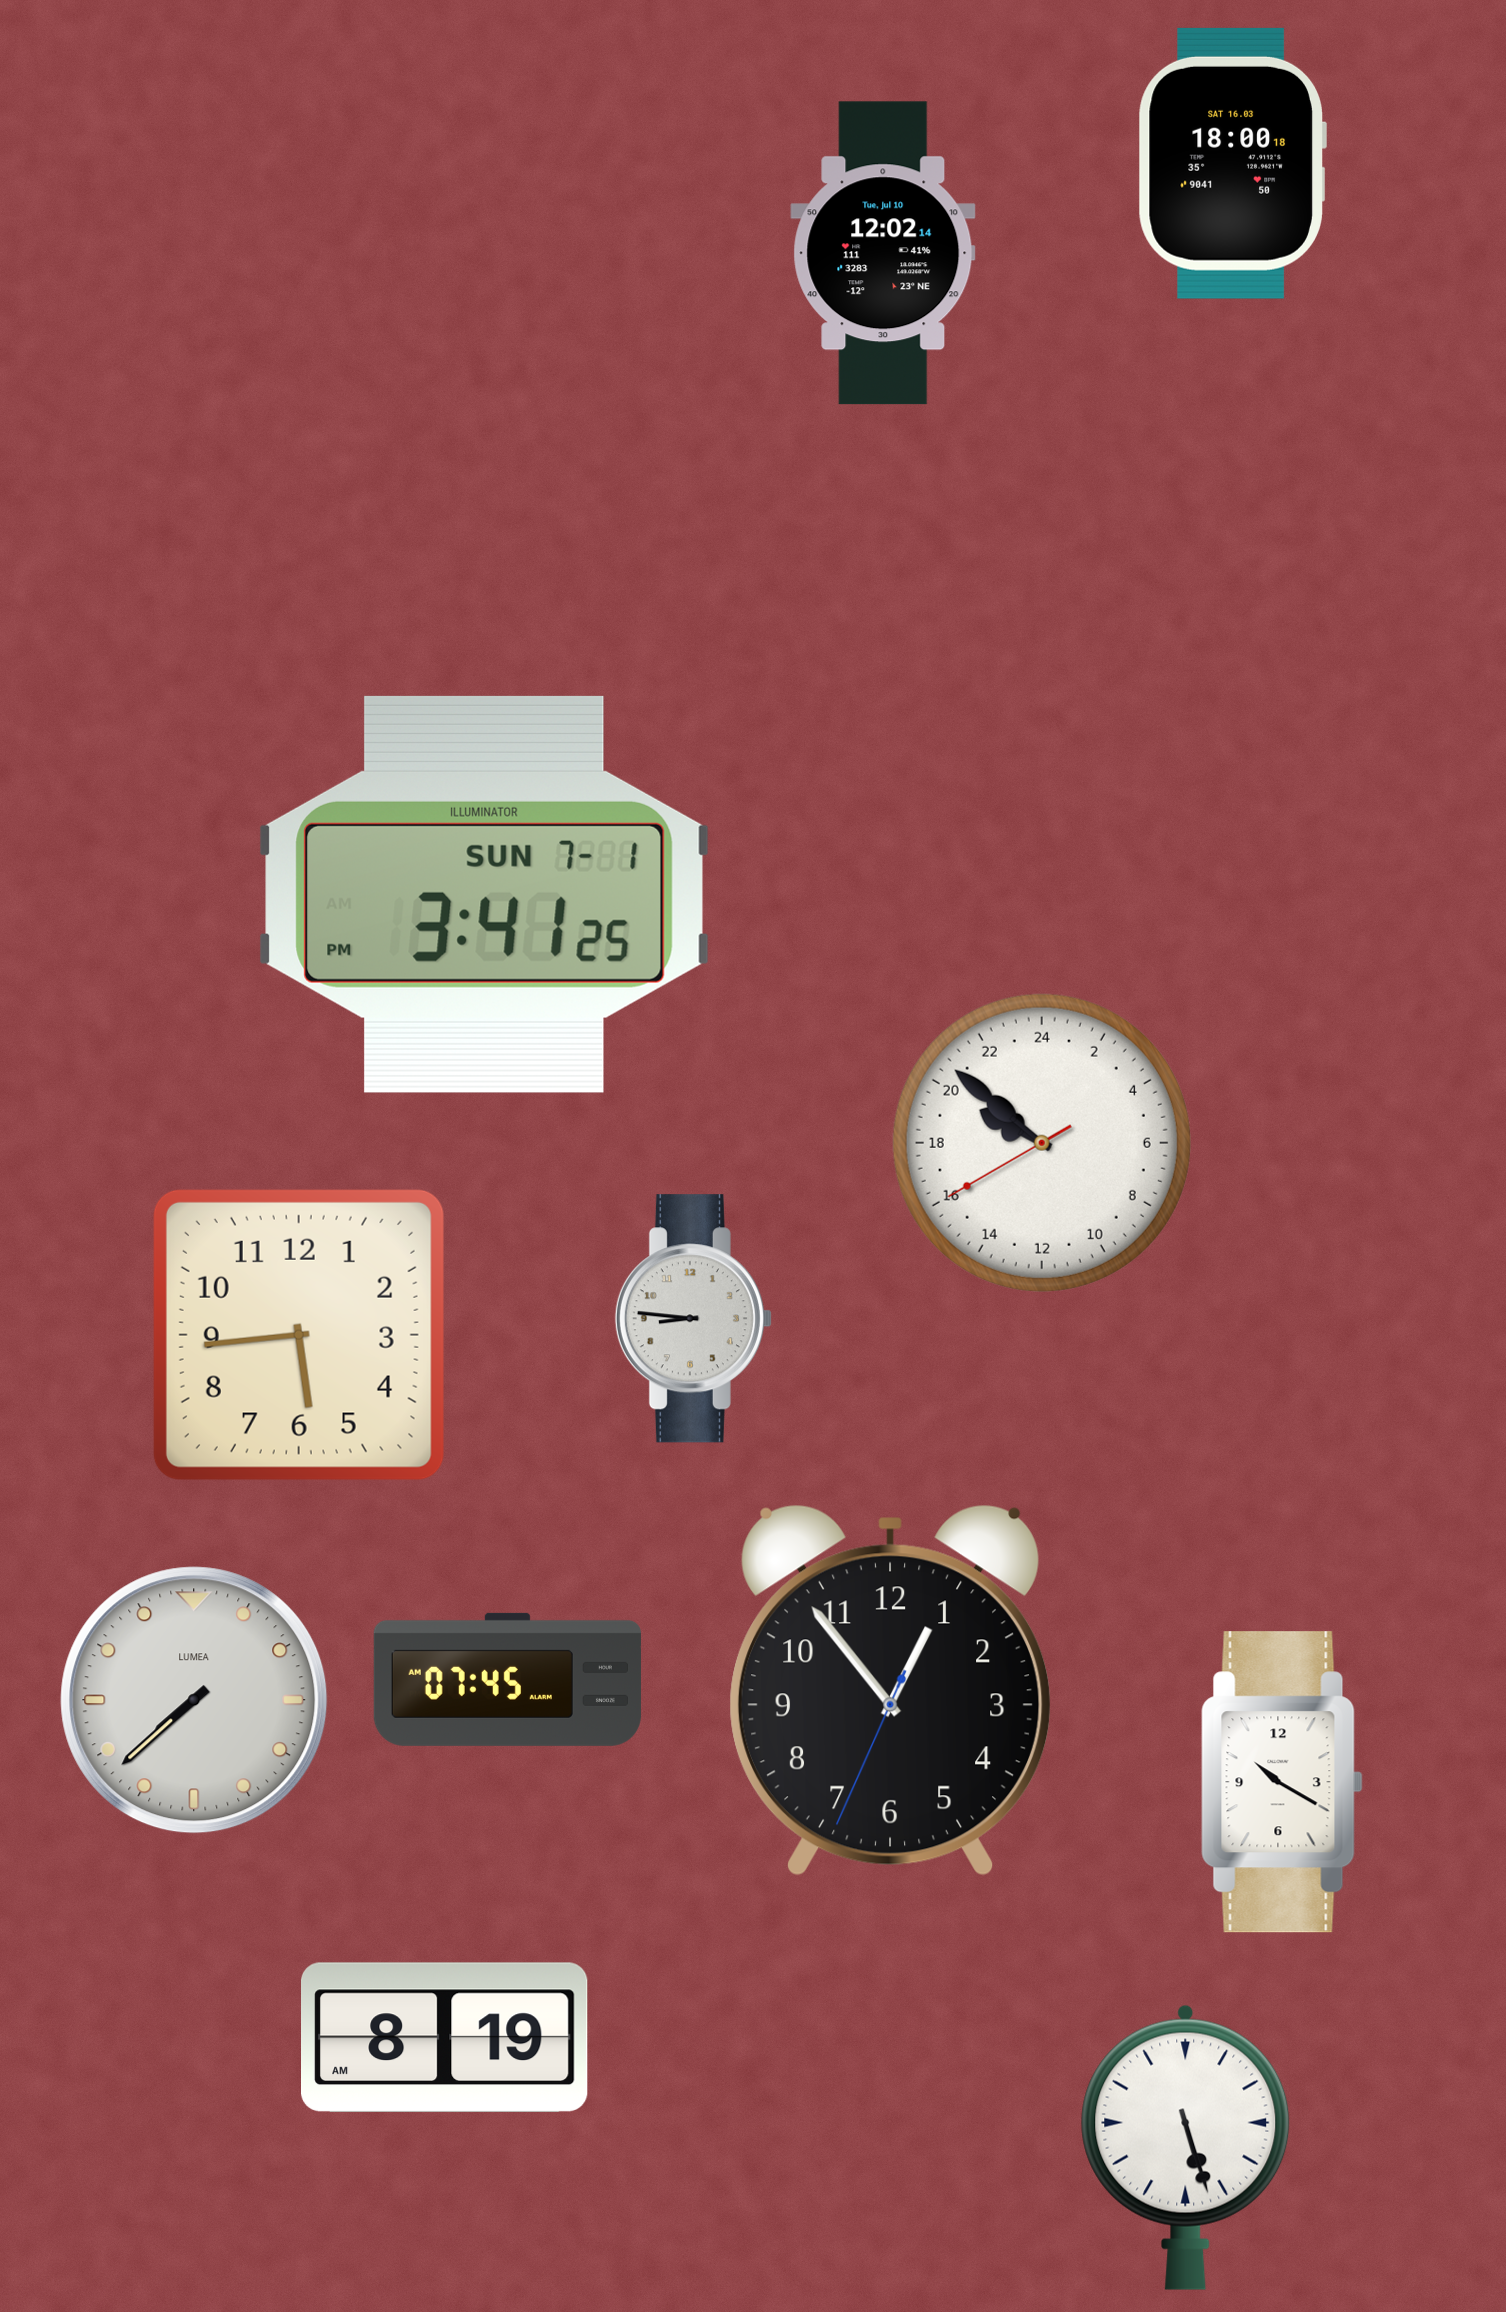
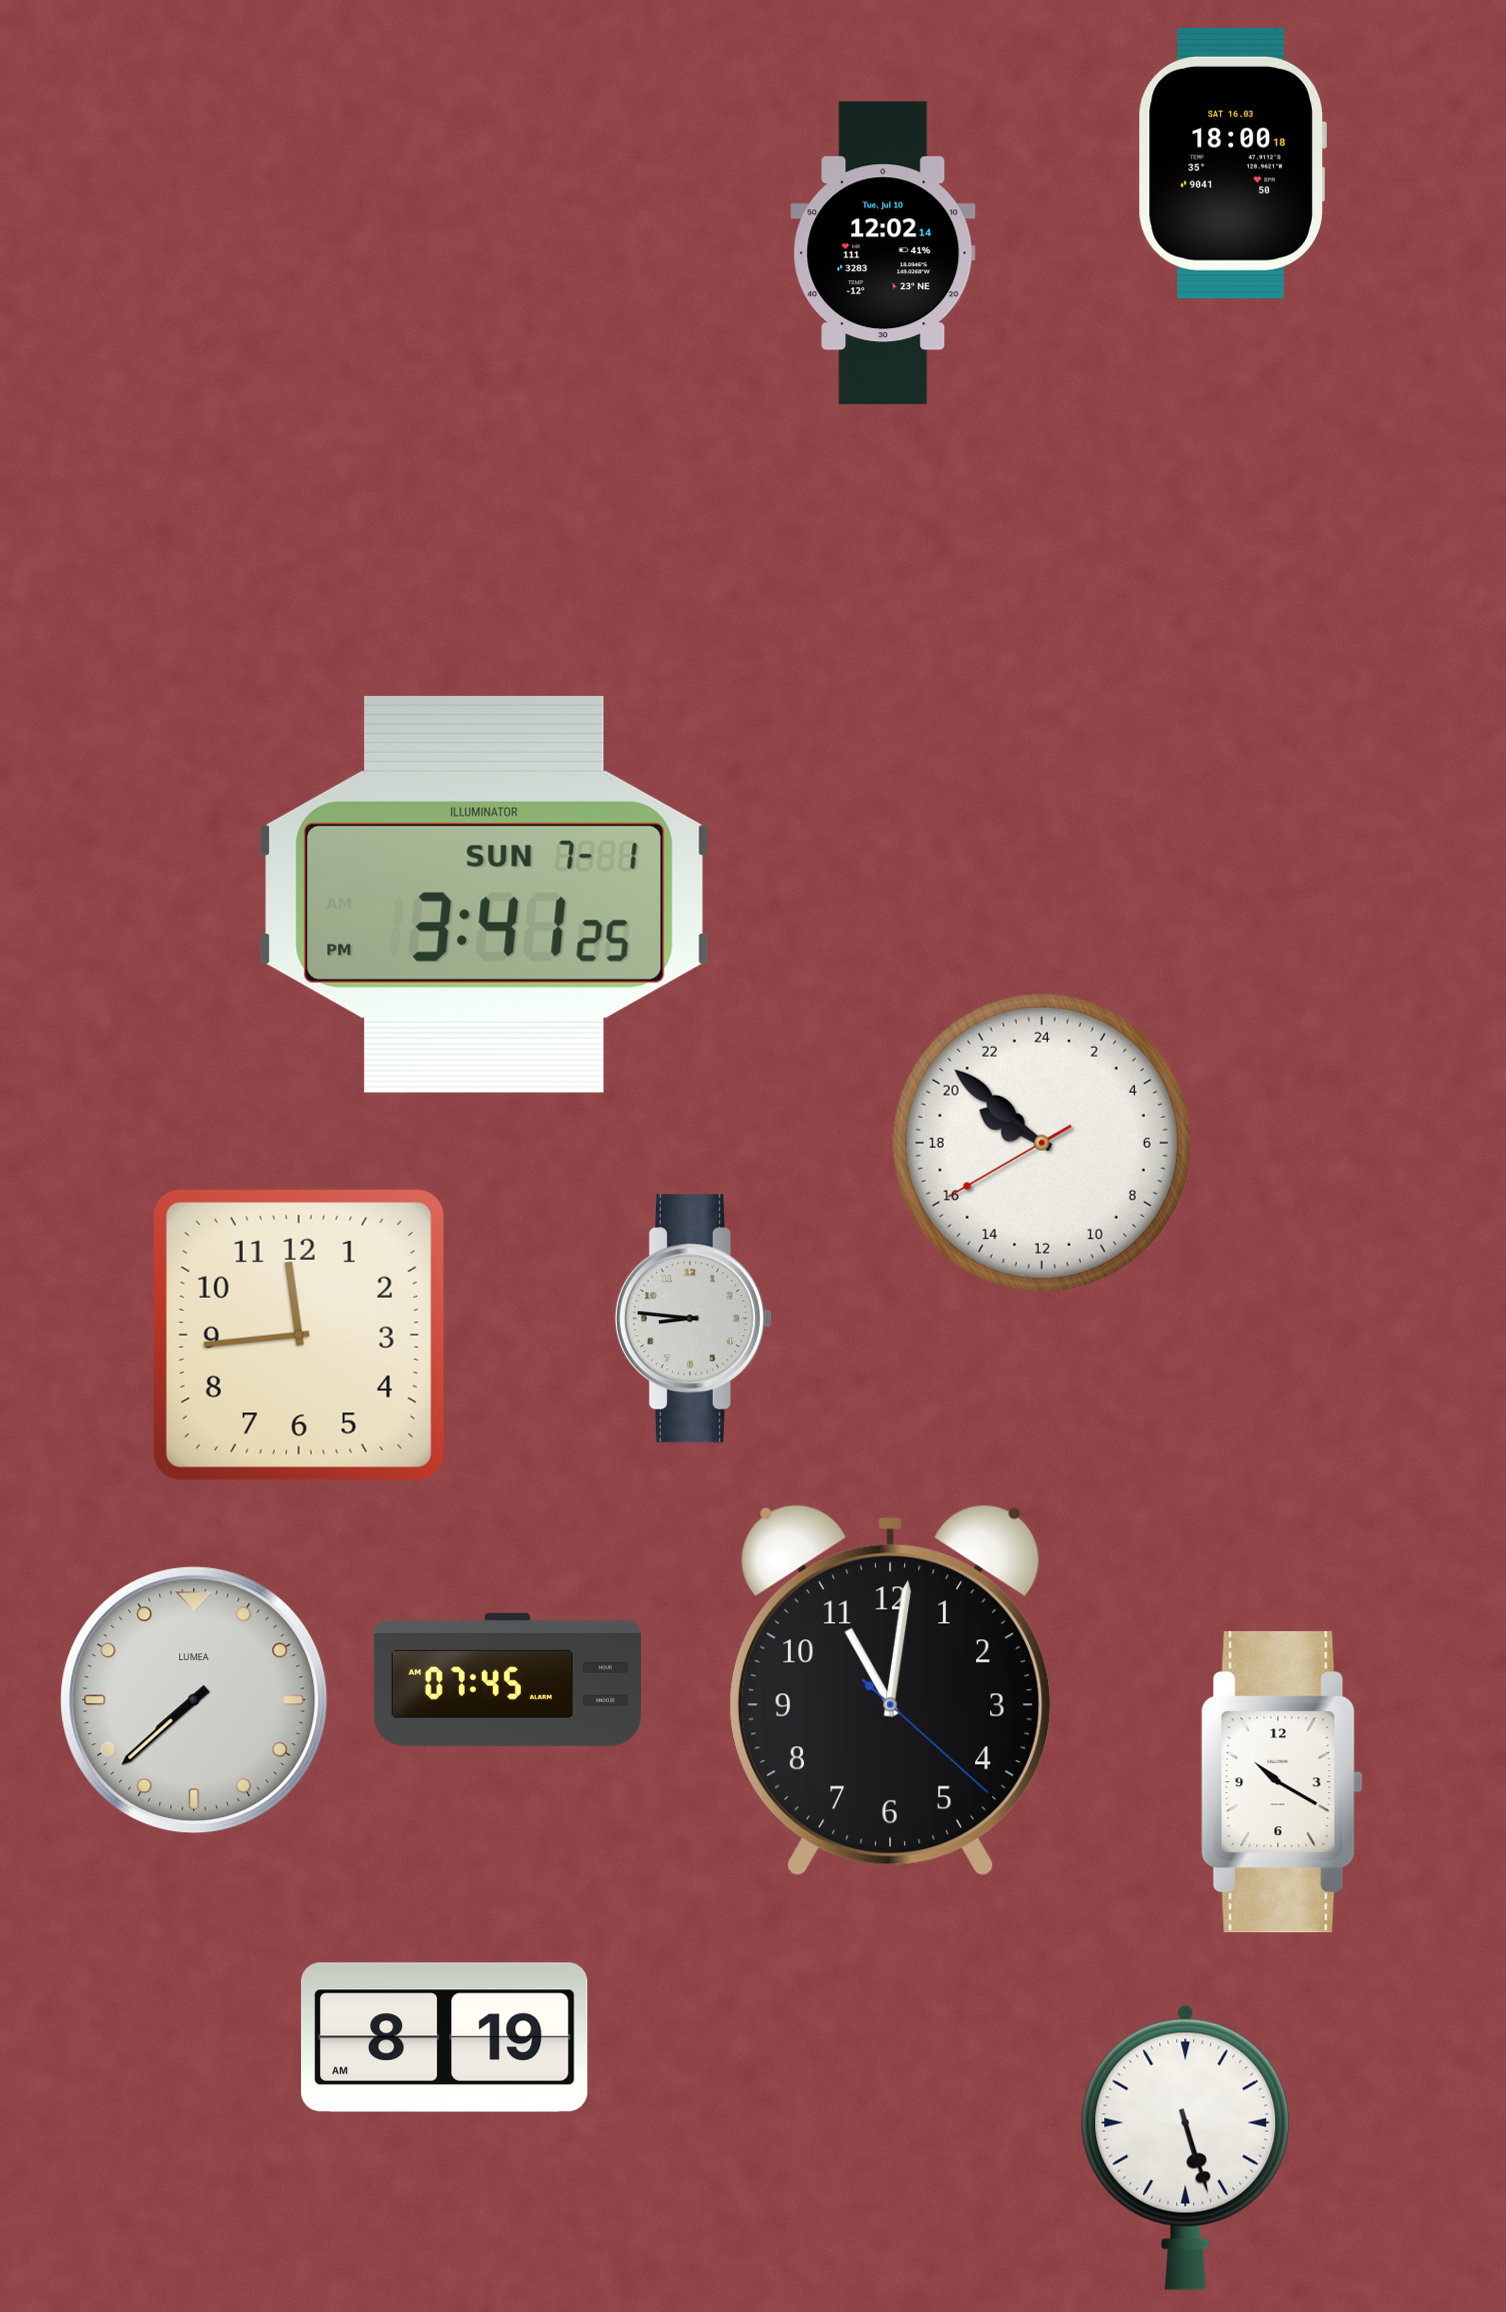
clock at (299, 1335): 5:44 -> 11:44
clock at (891, 1690): 12:53 -> 11:01
